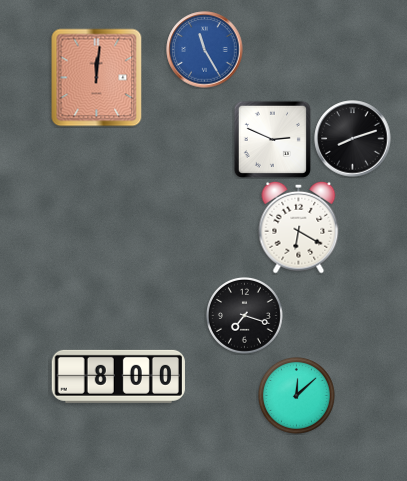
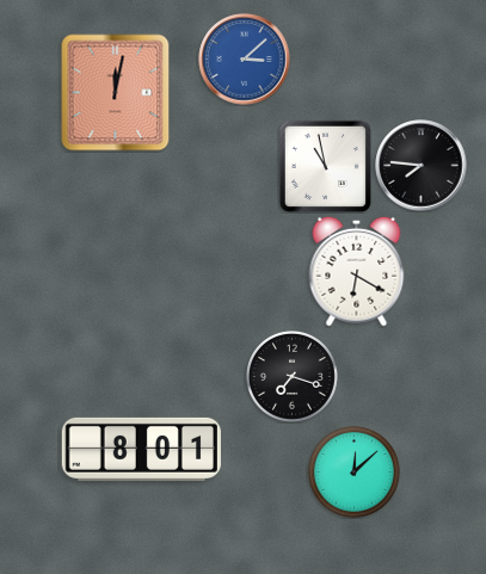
clock at (205, 50): 11:25 -> 3:08
clock at (97, 78): 12:01 -> 12:02
clock at (272, 139): 2:49 -> 10:58
clock at (353, 139): 8:12 -> 7:46
clock at (118, 376): 8:00 -> 8:01
